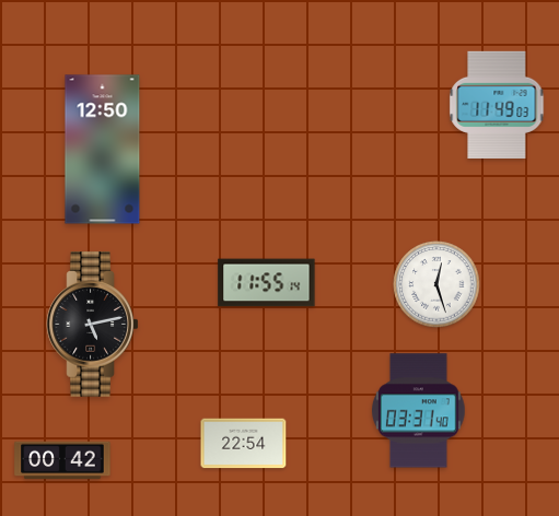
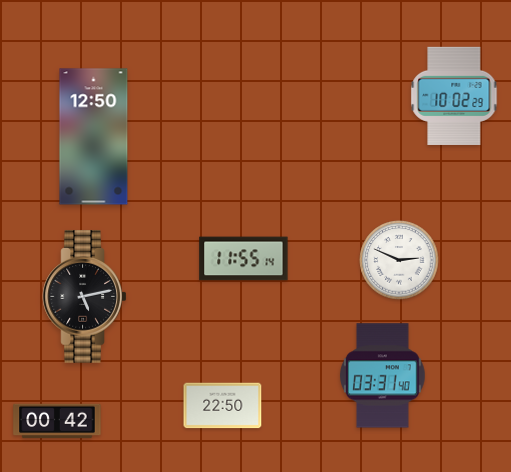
clock at (497, 105): 11:49 -> 10:02
clock at (436, 284): 12:27 -> 2:49
clock at (244, 444): 22:54 -> 22:50
